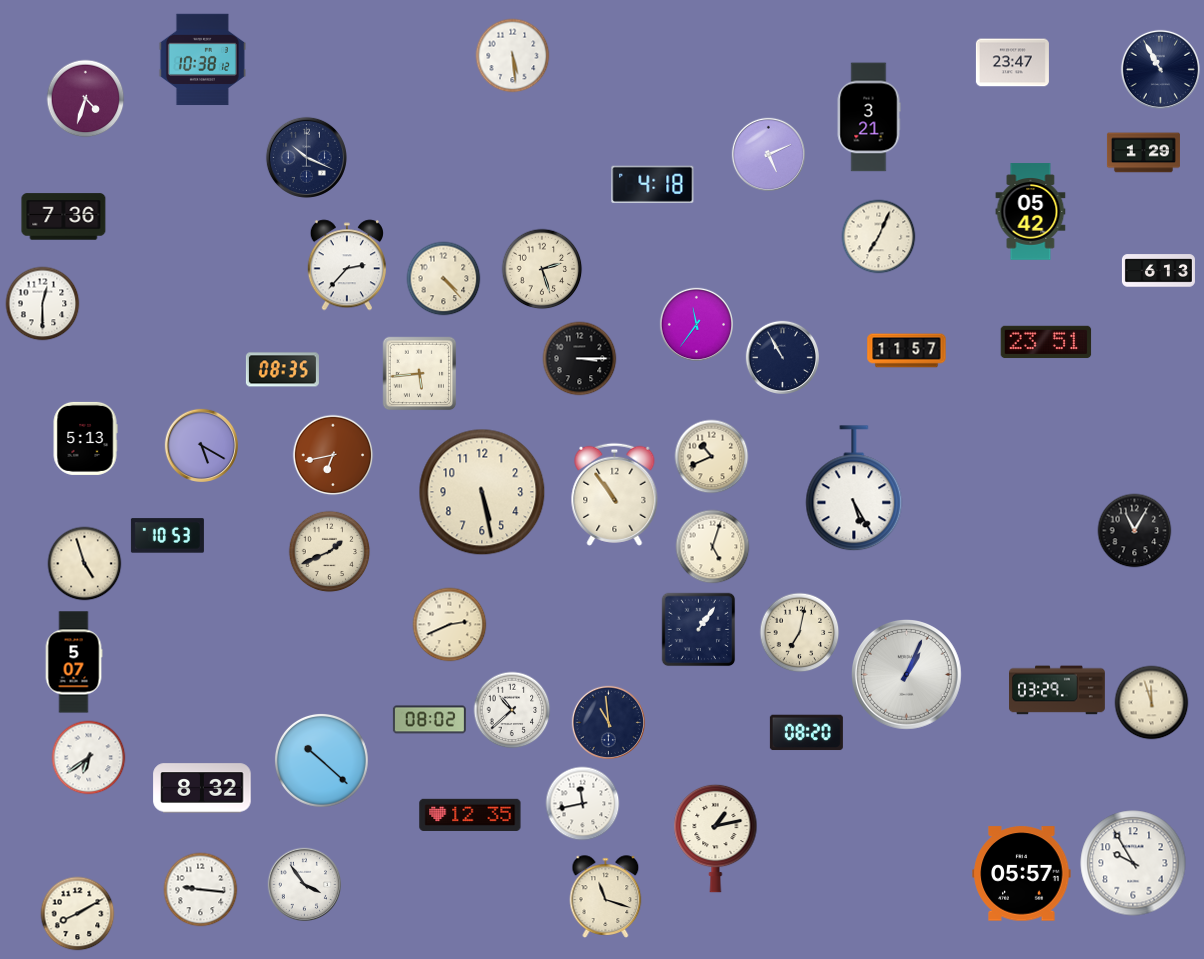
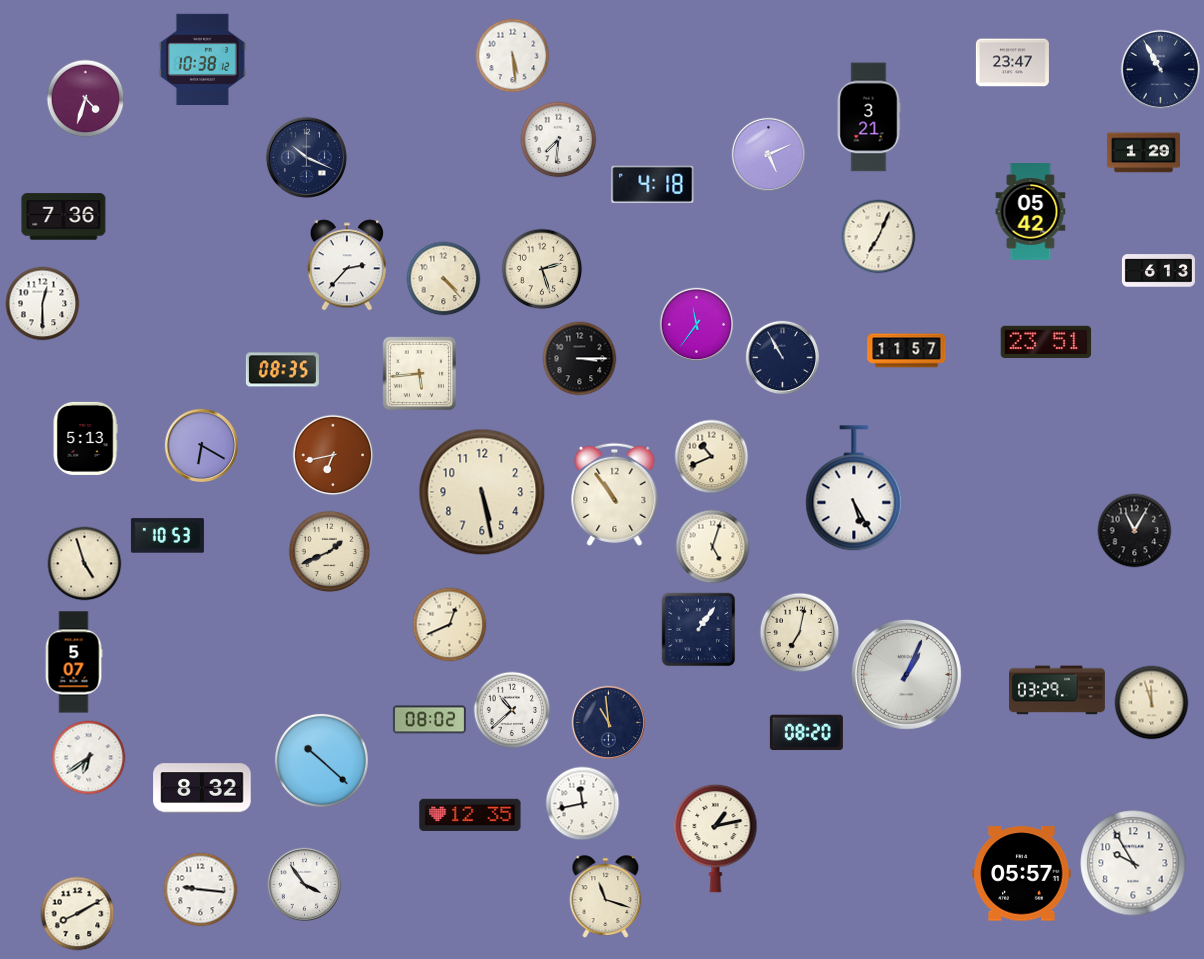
clock at (559, 140): none -> 7:31
clock at (201, 445): 5:20 -> 6:20
clock at (450, 625): 2:41 -> 12:41
